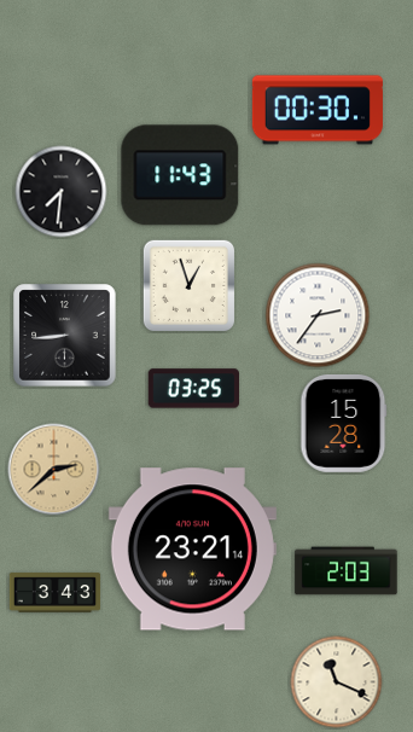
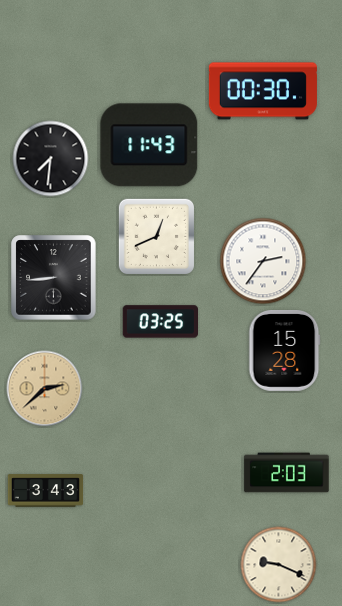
clock at (188, 285): 12:57 -> 12:41
clock at (192, 550): 23:21 -> none
clock at (337, 682): 11:19 -> 9:19
